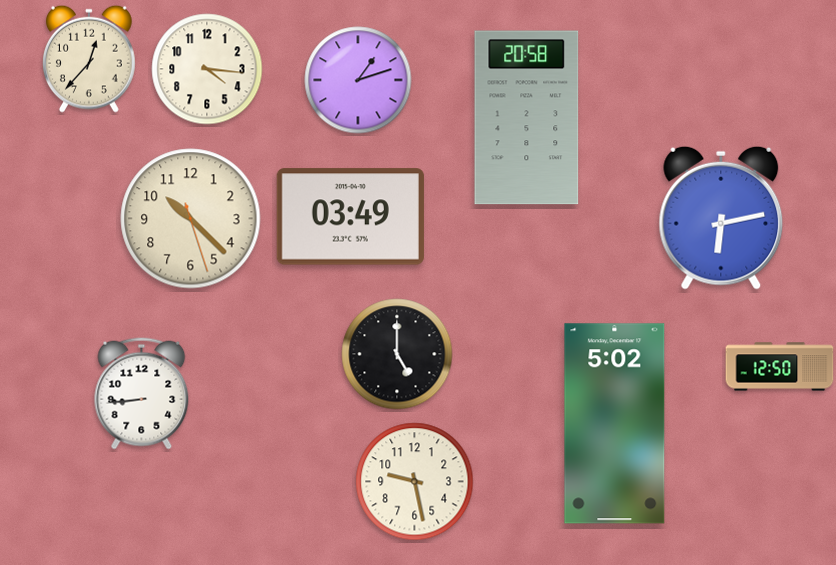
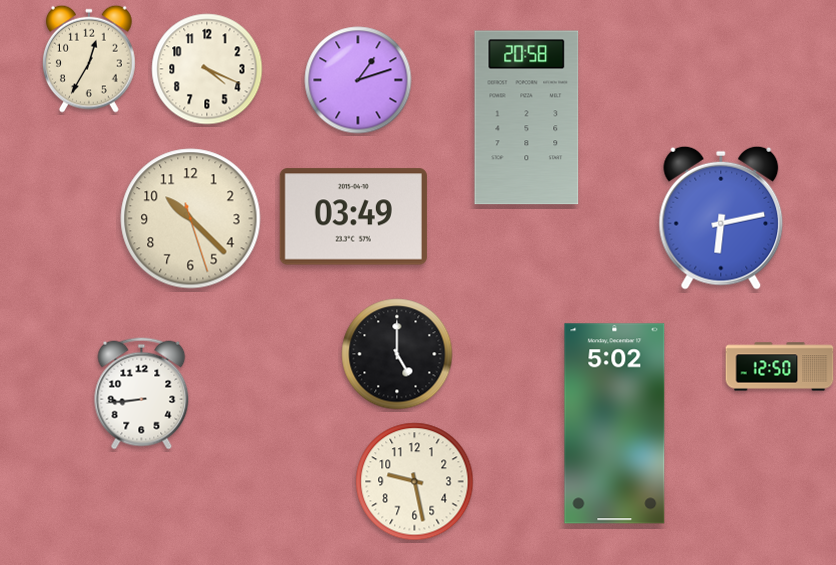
clock at (89, 59): 12:37 -> 12:35
clock at (207, 69): 4:16 -> 4:19
clock at (350, 217) position: (350, 217) -> (353, 217)
